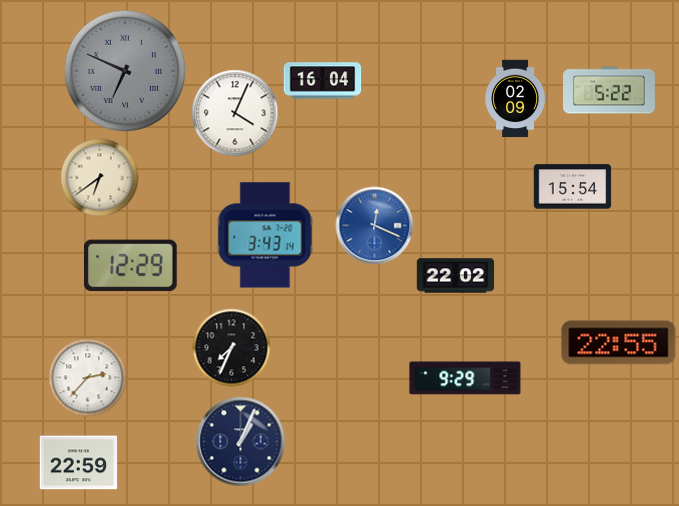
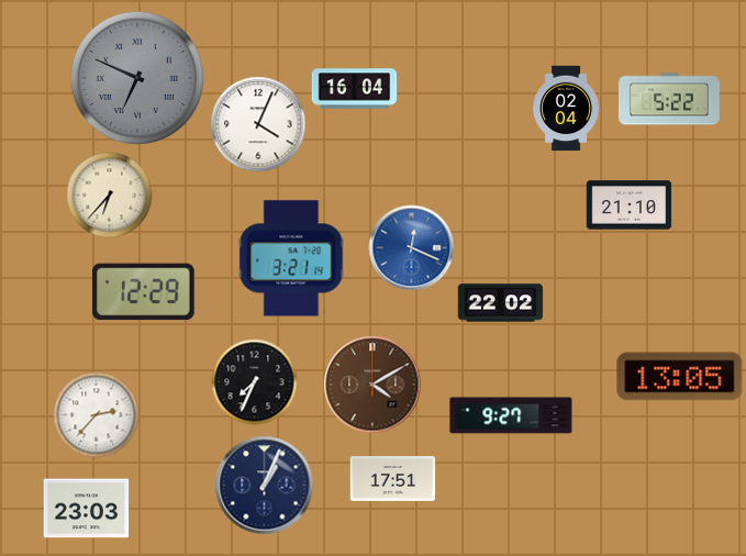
clock at (516, 98): 02:09 -> 02:04
clock at (99, 177): 6:39 -> 6:37
clock at (572, 187): 15:54 -> 21:10
clock at (265, 235): 3:43 -> 3:21
clock at (619, 343): 22:55 -> 13:05
clock at (372, 385): none -> 4:10
clock at (465, 378): 9:29 -> 9:27
clock at (392, 479): none -> 17:51
clock at (78, 463): 22:59 -> 23:03
